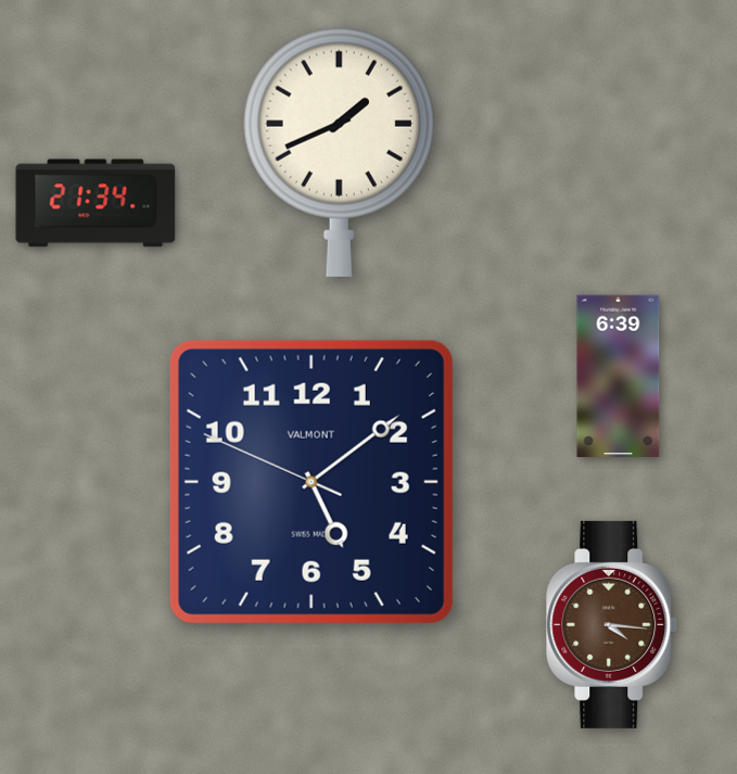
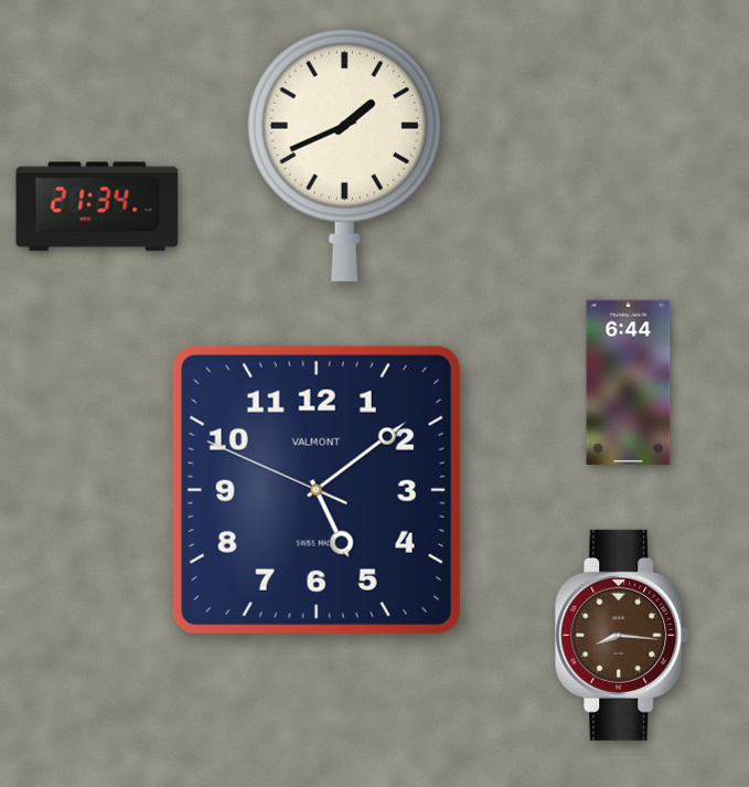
clock at (619, 377): 6:39 -> 6:44
clock at (612, 624): 4:16 -> 8:16
